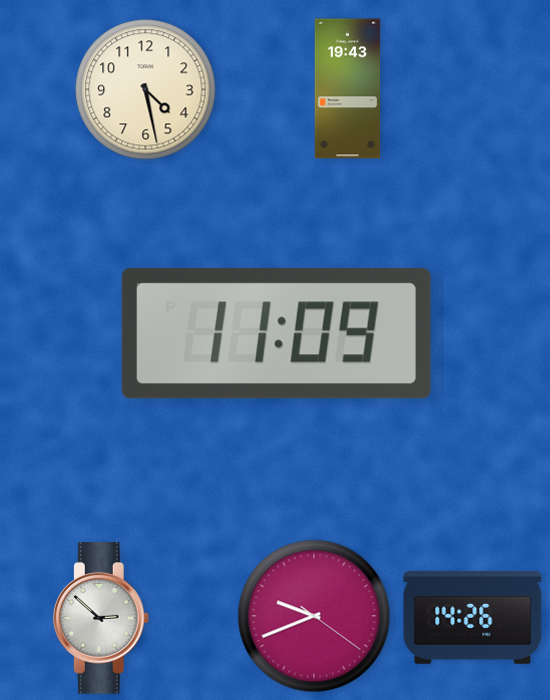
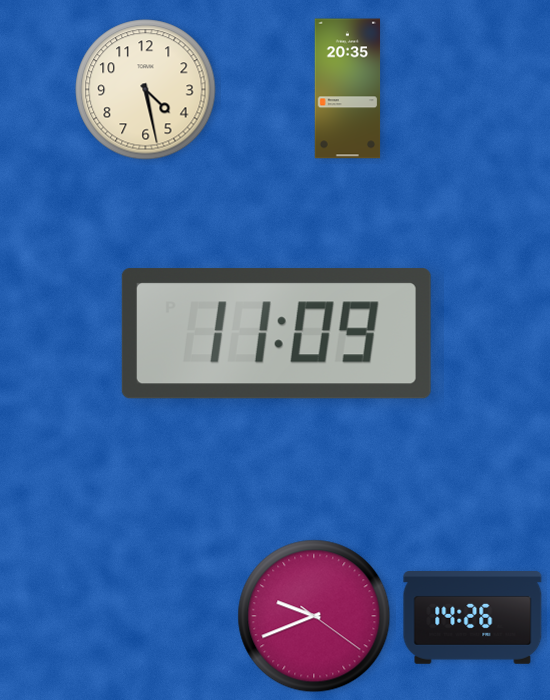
clock at (348, 89): 19:43 -> 20:35
clock at (101, 618): 2:52 -> none
